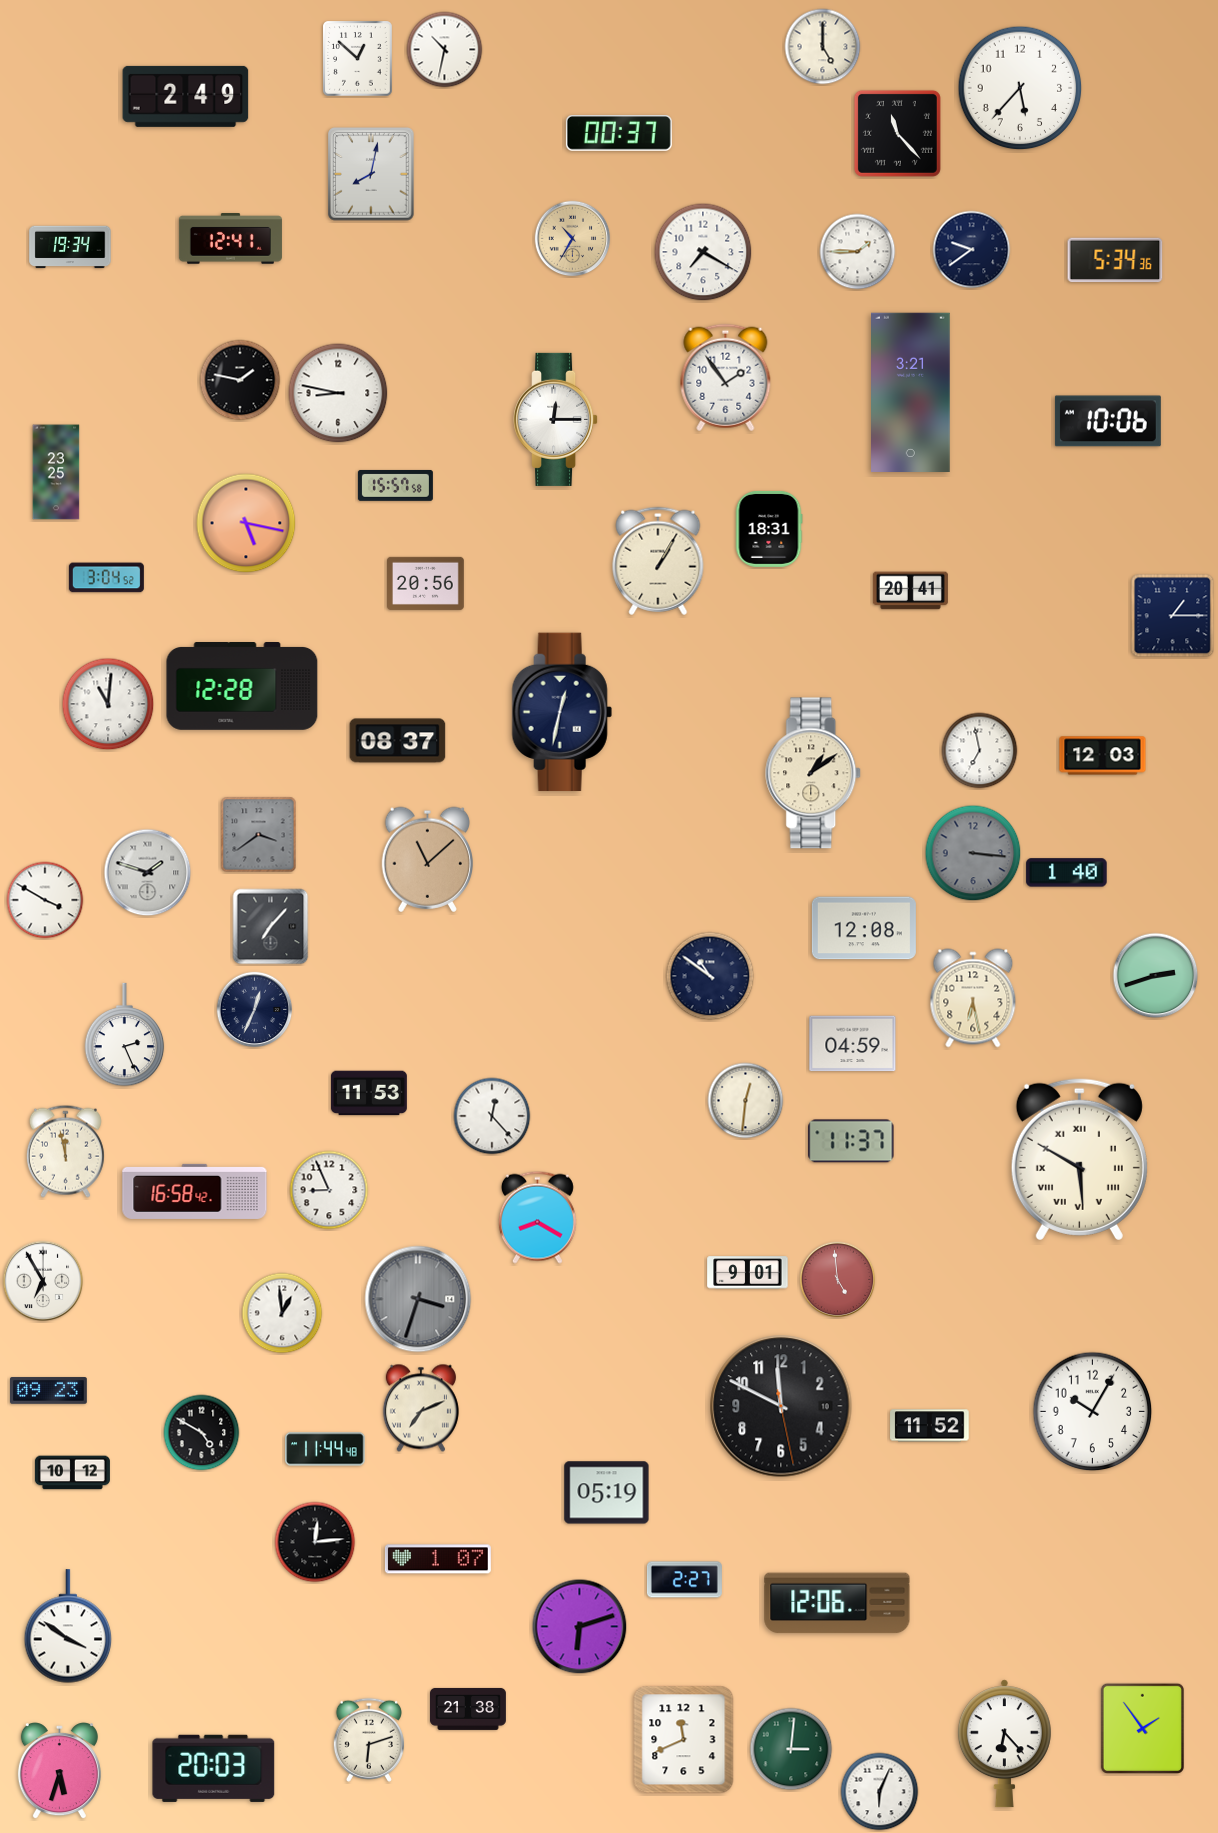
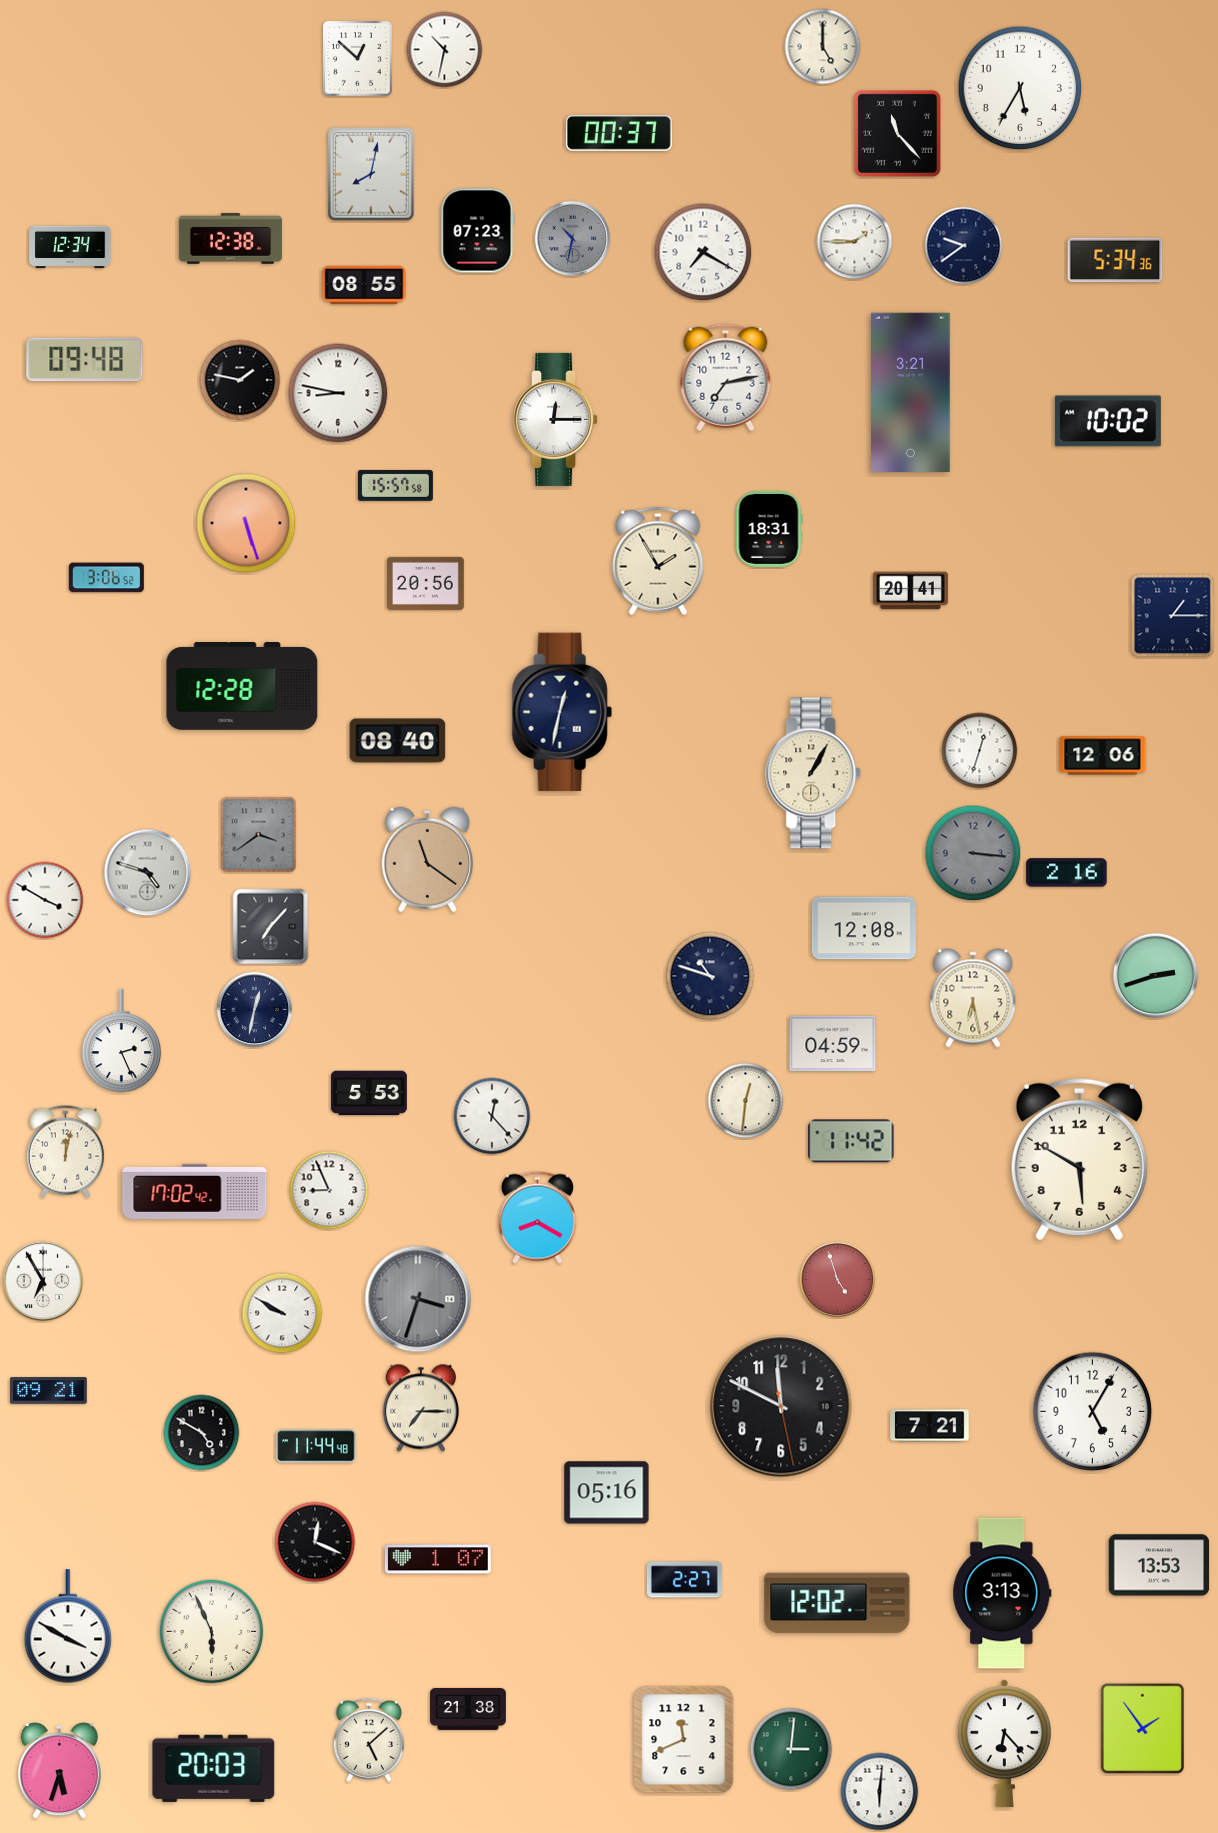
clock at (1020, 88): 5:37 -> 5:35
clock at (186, 96): 2:49 -> none
clock at (478, 231): none -> 07:23
clock at (230, 239): 12:41 -> 12:38
clock at (573, 239): 10:35 -> 10:32
clock at (573, 239) dial: champagne -> grey
clock at (70, 247): 19:34 -> 12:34
clock at (972, 250) position: (972, 250) -> (964, 246)
clock at (858, 252) position: (858, 252) -> (855, 242)
clock at (364, 285): none -> 08:55
clock at (85, 360): none -> 09:48
clock at (726, 378): 1:54 -> 7:13
clock at (1108, 421): 10:06 -> 10:02
clock at (56, 472): 23:25 -> none
clock at (246, 523): 5:17 -> 5:27
clock at (658, 561): 1:05 -> 1:55
clock at (106, 578): 3:04 -> 3:06
clock at (108, 704): 11:01 -> none
clock at (398, 741): 08:37 -> 08:40
clock at (980, 751): 6:58 -> 12:33
clock at (1103, 756): 12:03 -> 12:06
clock at (814, 773): 1:09 -> 1:05
clock at (427, 859): 11:08 -> 11:21
clock at (148, 873): 1:48 -> 4:48
clock at (1067, 873): 1:40 -> 2:16
clock at (710, 976): 10:51 -> 10:48
clock at (255, 1010): 12:34 -> 12:32
clock at (125, 1035) position: (125, 1035) -> (122, 1041)
clock at (853, 1044) position: (853, 1044) -> (833, 1044)
clock at (369, 1093): 11:53 -> 5:53
clock at (851, 1141): 11:37 -> 11:42
clock at (65, 1151): 11:58 -> 12:02
clock at (1079, 1159) numerals: Roman -> Arabic
clock at (195, 1191): 16:58 -> 17:02
clock at (748, 1273): 9:01 -> none
clock at (838, 1280): 4:59 -> 4:57
clock at (282, 1313): 12:59 -> 9:50
clock at (49, 1391): 09:23 -> 09:21
clock at (421, 1408): 7:11 -> 7:15
clock at (1093, 1412): 10:05 -> 5:05
clock at (930, 1426): 11:52 -> 7:21
clock at (325, 1449) position: (325, 1449) -> (316, 1446)
clock at (72, 1473): 10:12 -> none
clock at (607, 1493): 05:19 -> 05:16
clock at (315, 1542): 12:14 -> 12:19
clock at (1159, 1565): none -> 13:53
clock at (1002, 1593): none -> 3:13
clock at (837, 1603): 12:06 -> 12:02
clock at (68, 1626): 3:51 -> 3:50
clock at (580, 1627): 6:12 -> none
clock at (212, 1632): none -> 5:56
clock at (369, 1740): 6:12 -> 5:08
clock at (880, 1792): 6:04 -> 6:01
